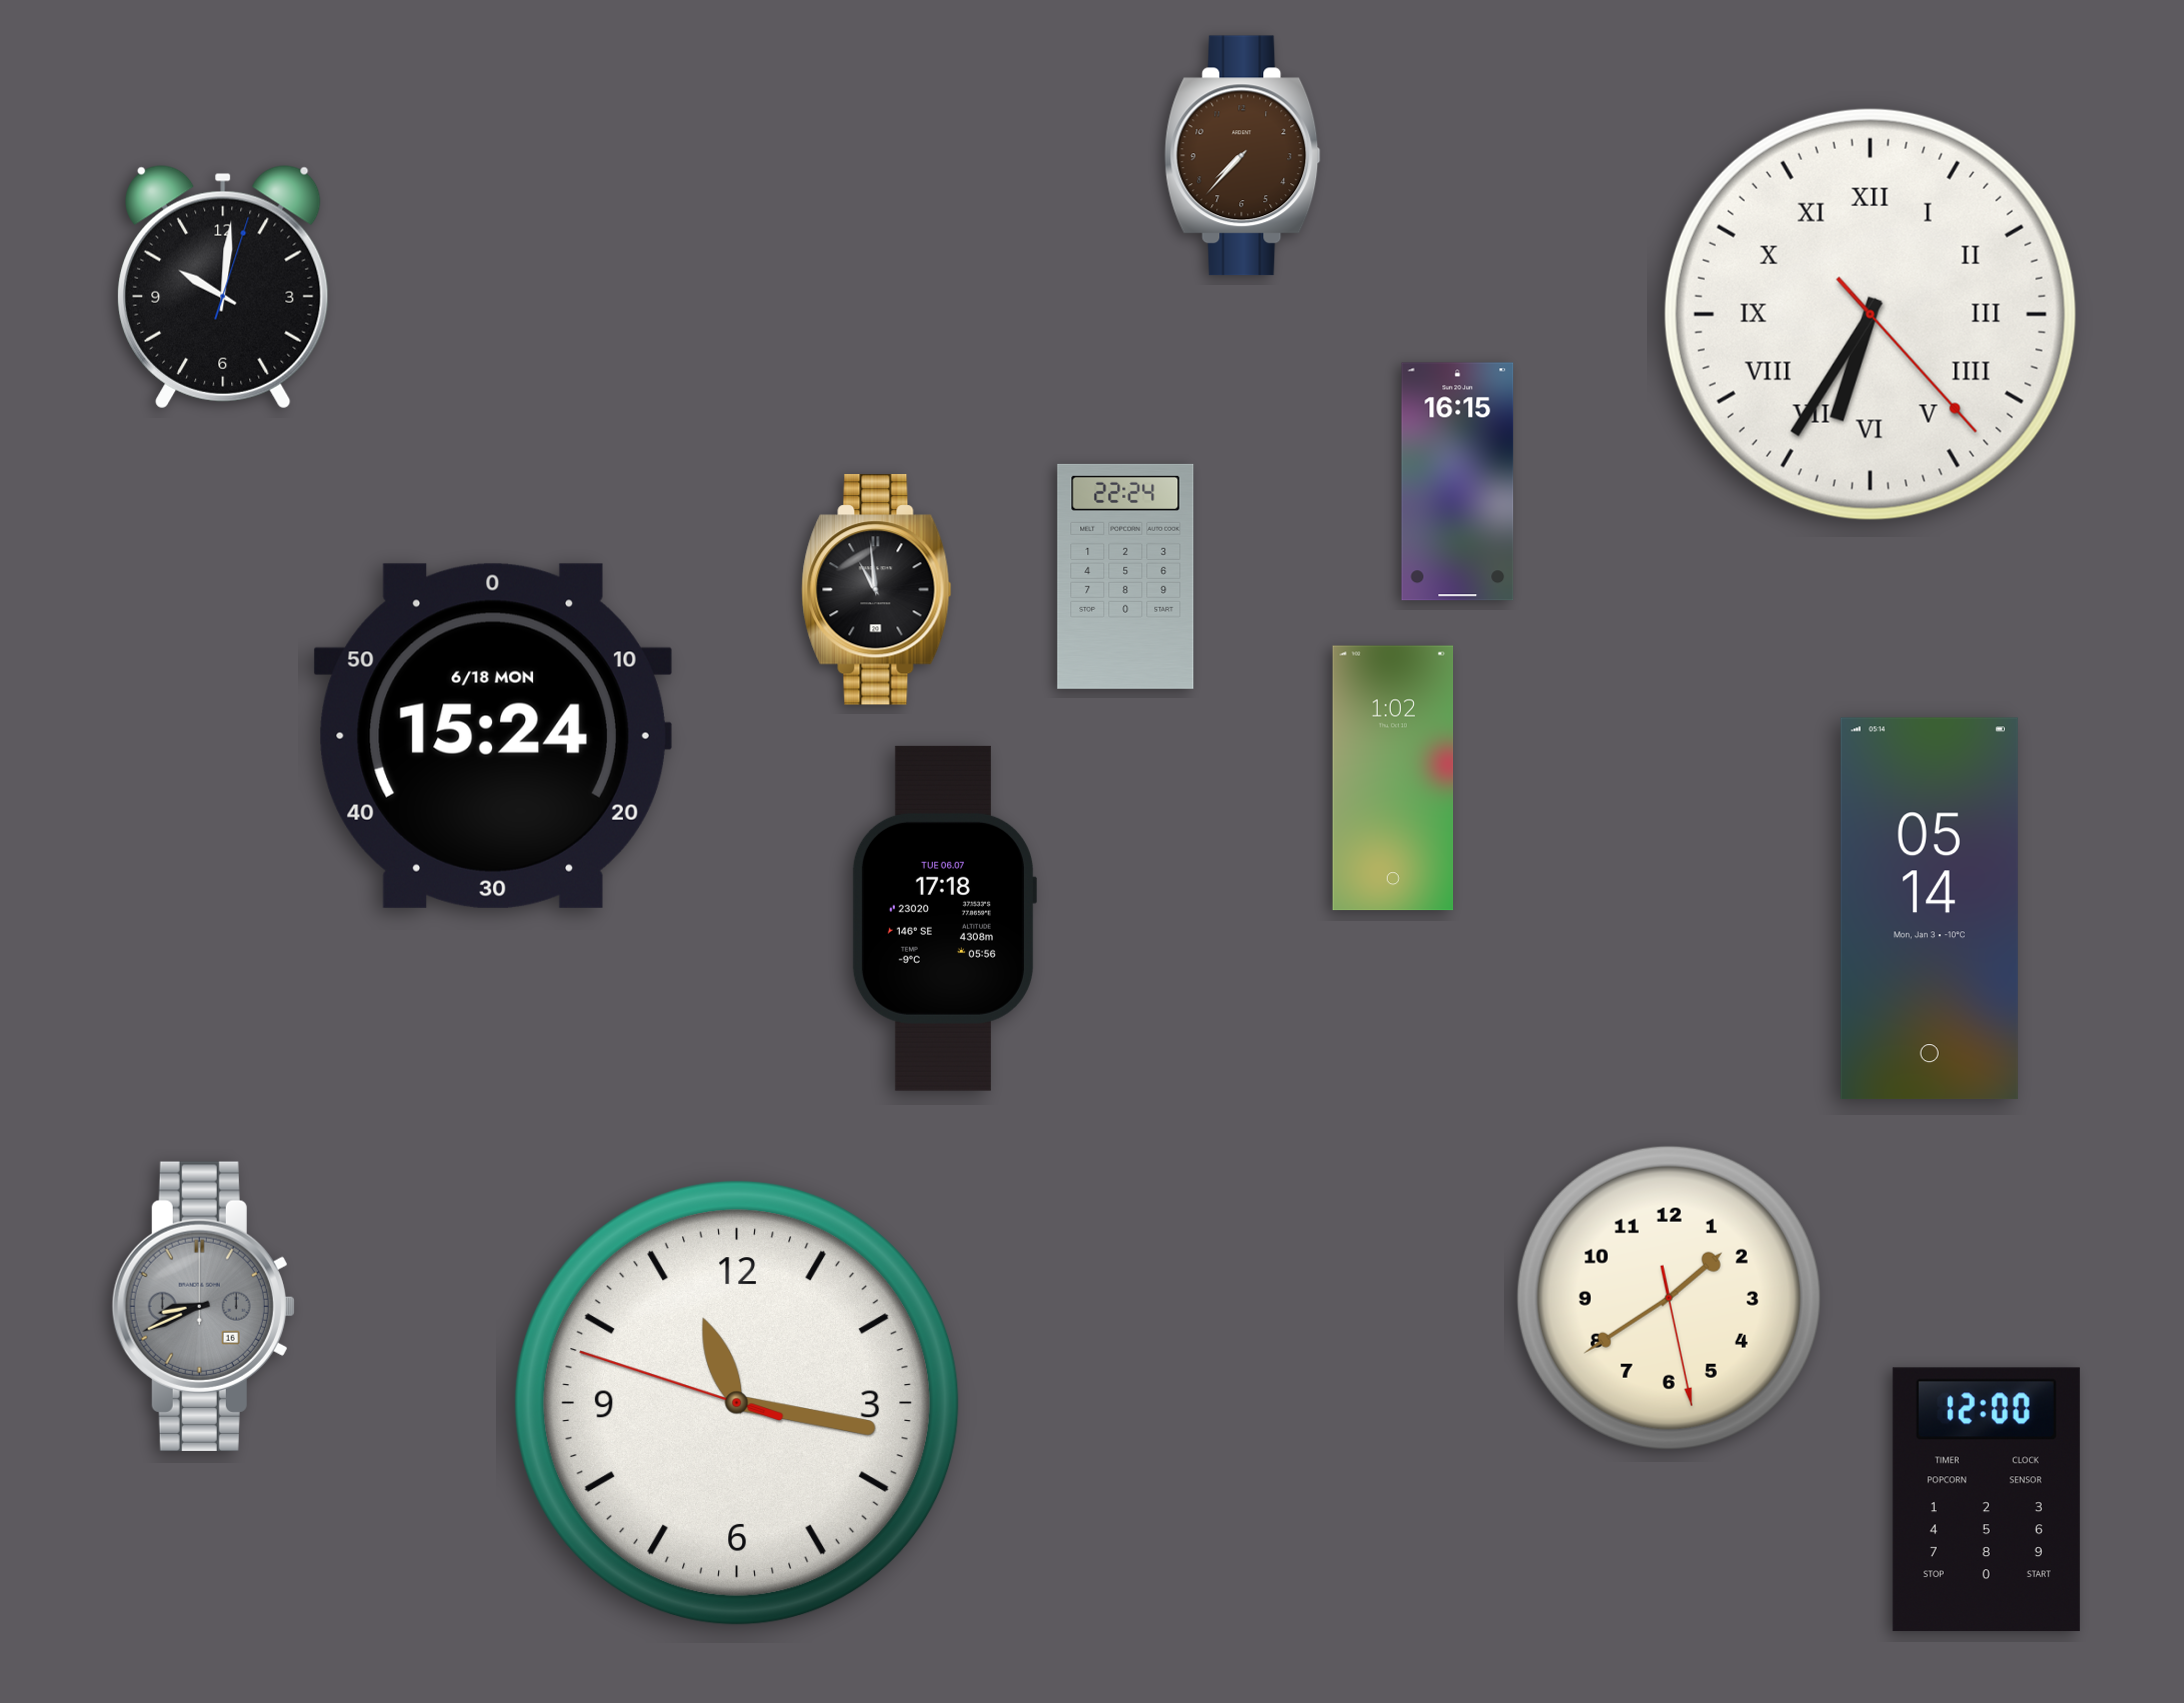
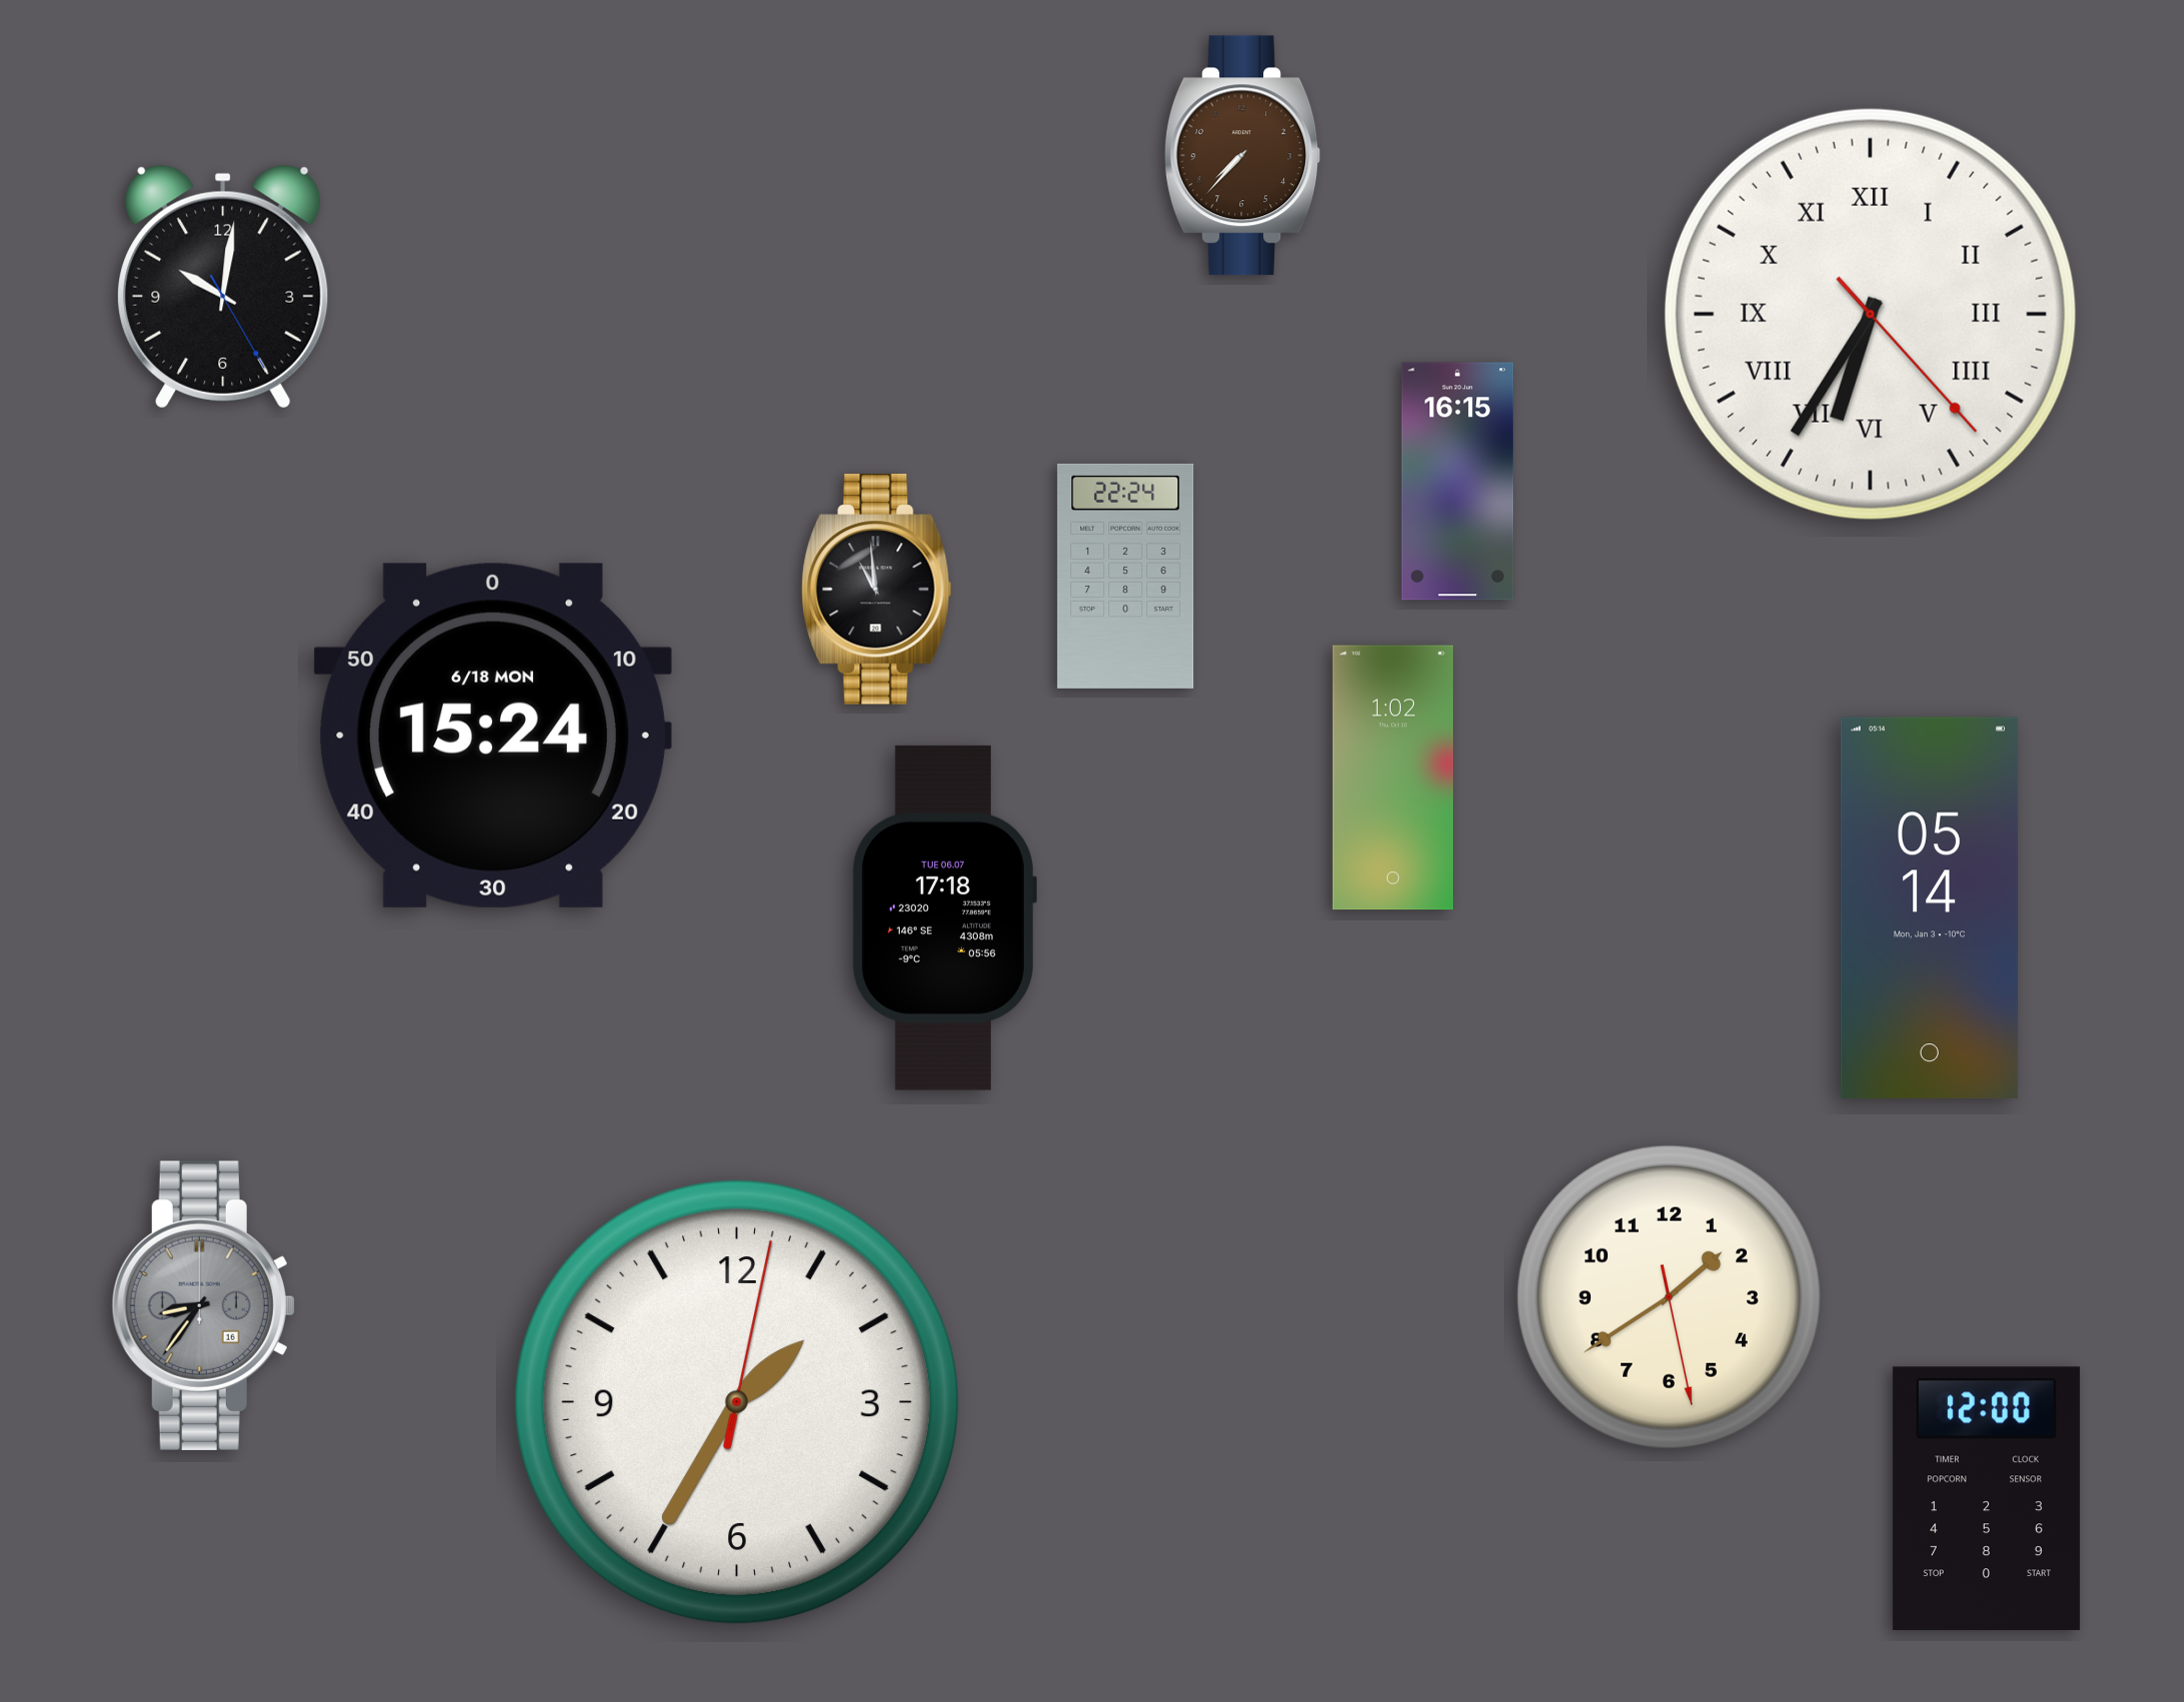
clock at (223, 287): 10:01:03 -> 10:01:25
clock at (203, 1306): 8:41 -> 8:36
clock at (737, 1403): 11:16 -> 1:35
